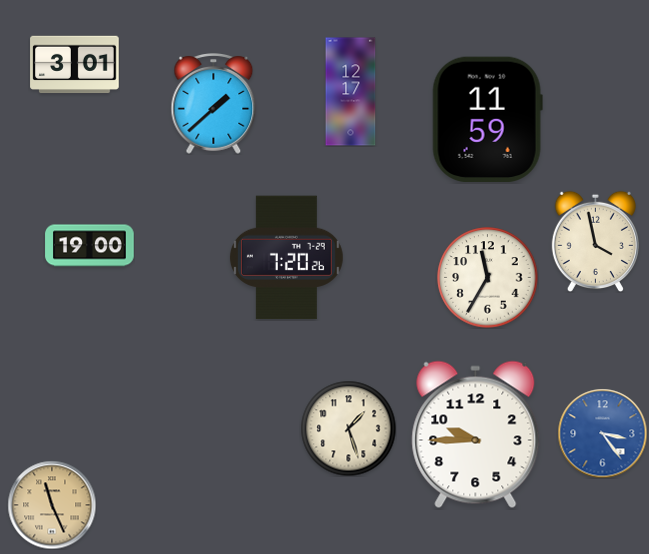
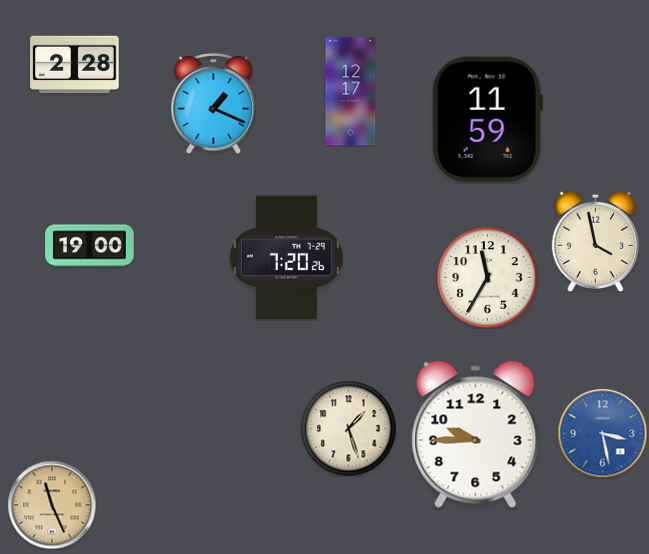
clock at (75, 65): 3:01 -> 2:28
clock at (214, 104): 1:38 -> 1:19
clock at (602, 433): 3:24 -> 3:28
